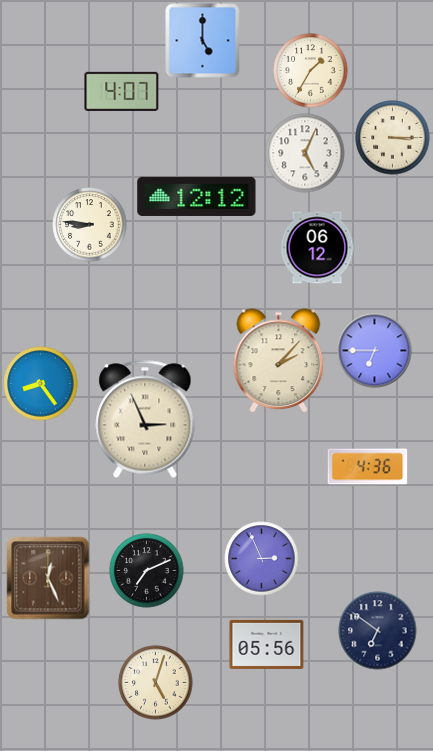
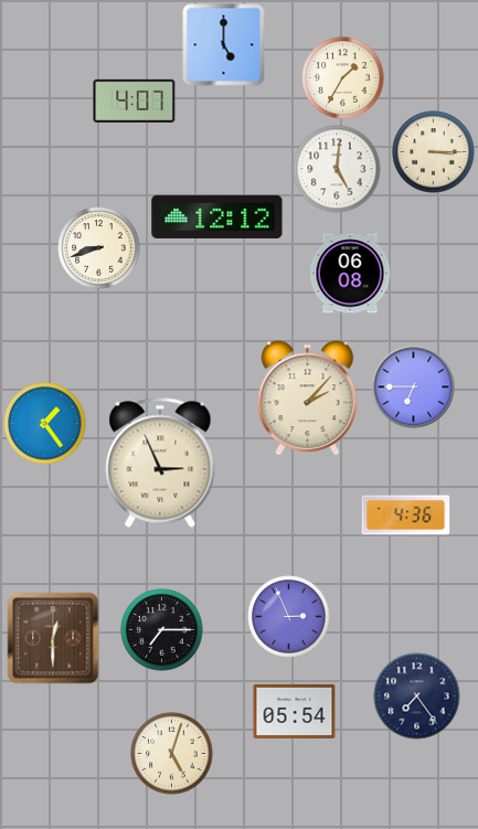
clock at (305, 153): 5:04 -> 5:01
clock at (90, 225): 8:46 -> 8:42
clock at (317, 248): 06:12 -> 06:08
clock at (41, 384): 8:24 -> 1:24
clock at (147, 571): 7:11 -> 7:15
clock at (48, 578): 12:26 -> 12:30
clock at (378, 631): 6:51 -> 7:24
clock at (267, 644): 05:56 -> 05:54
